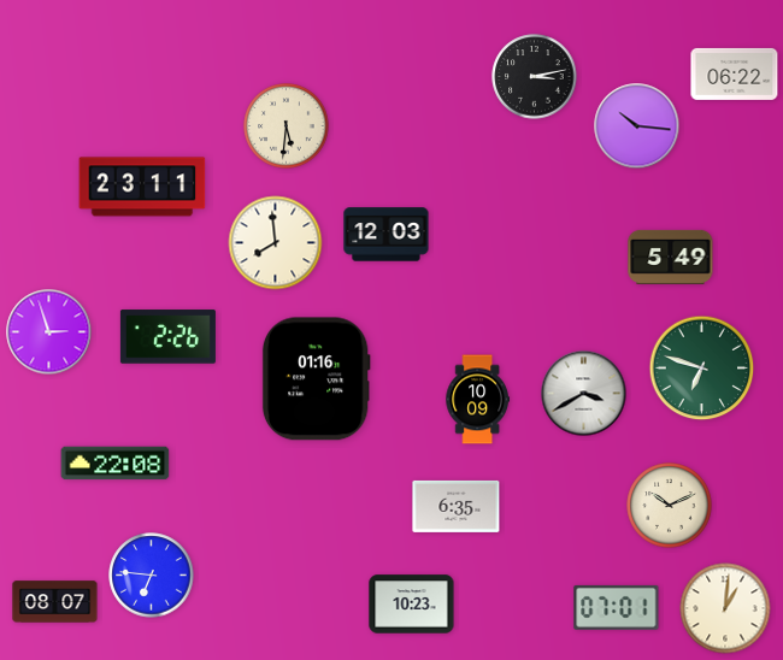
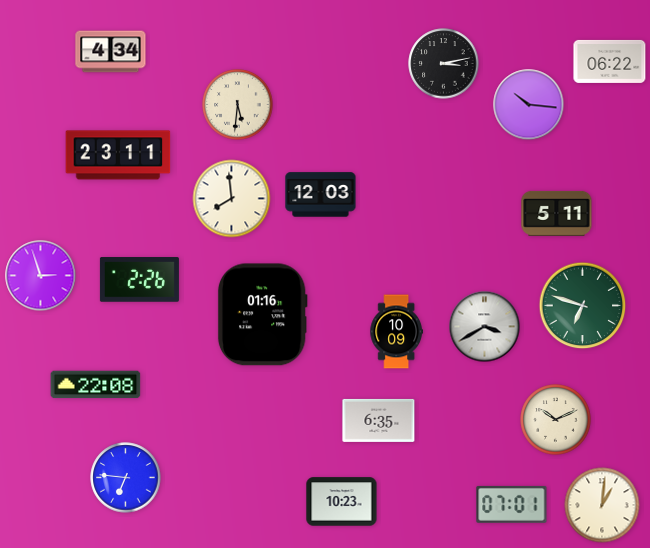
clock at (111, 52): none -> 4:34
clock at (276, 243) position: (276, 243) -> (232, 199)
clock at (671, 257): 5:49 -> 5:11
clock at (55, 602): 08:07 -> none
